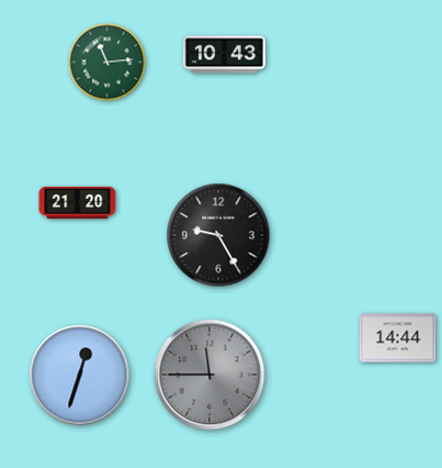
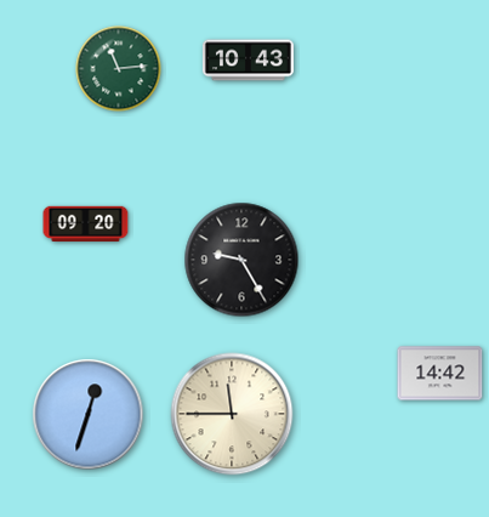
clock at (78, 203): 21:20 -> 09:20
clock at (398, 338): 14:44 -> 14:42
clock at (209, 375) dial: grey -> cream
